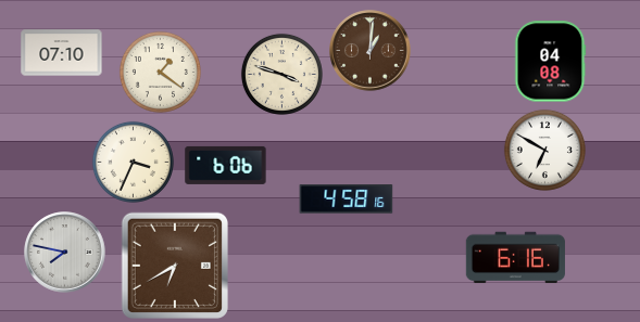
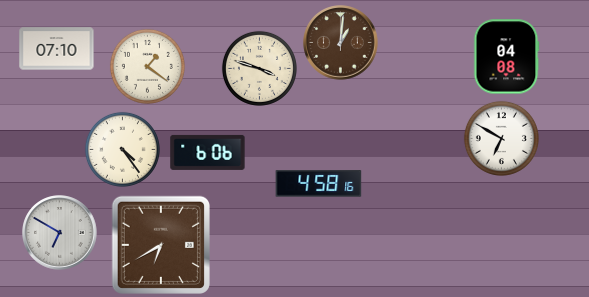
clock at (371, 51) position: (371, 51) -> (341, 43)
clock at (133, 162): 3:34 -> 4:24
clock at (65, 253): 7:47 -> 6:50
clock at (515, 258): 6:16 -> none
